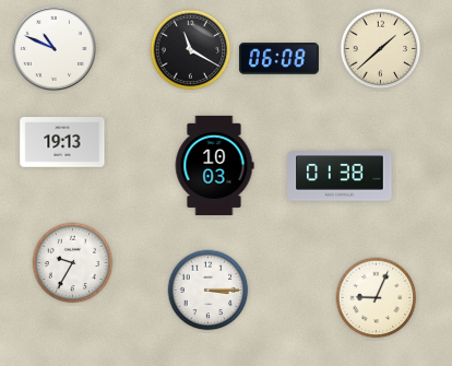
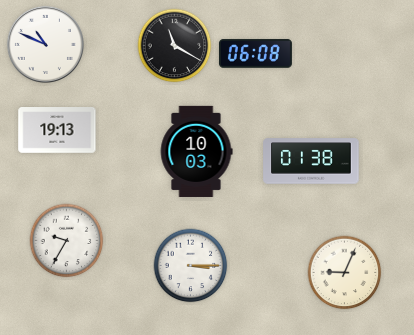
clock at (53, 48) position: (53, 48) -> (45, 44)
clock at (381, 49): 1:38 -> none
